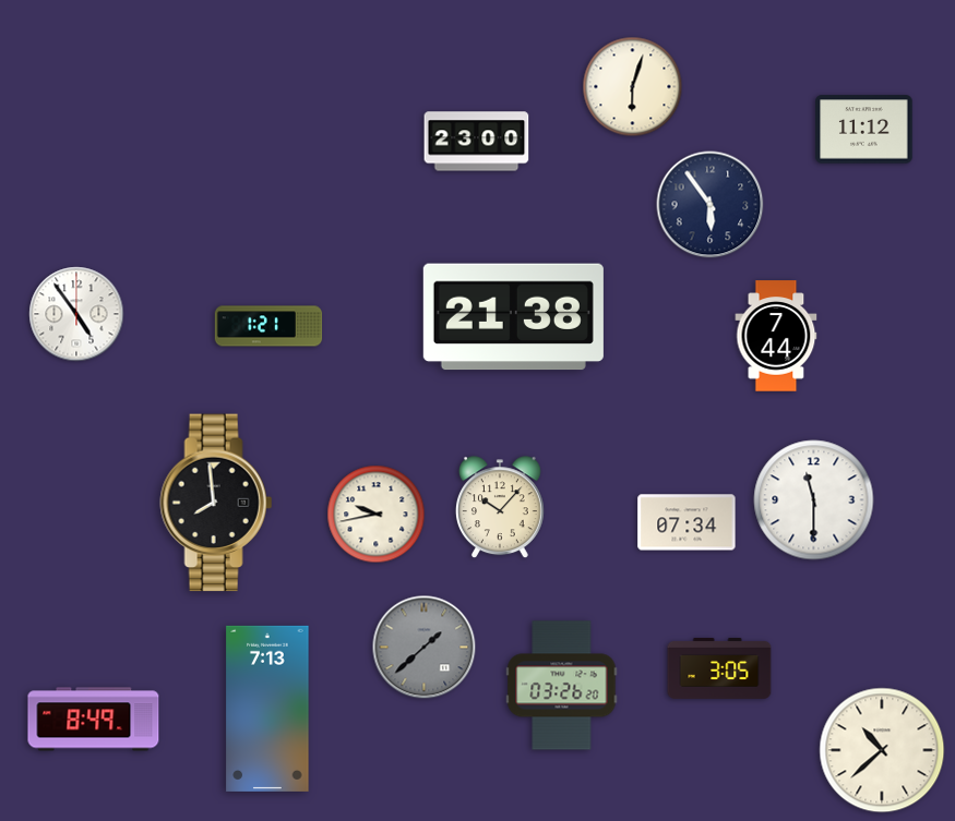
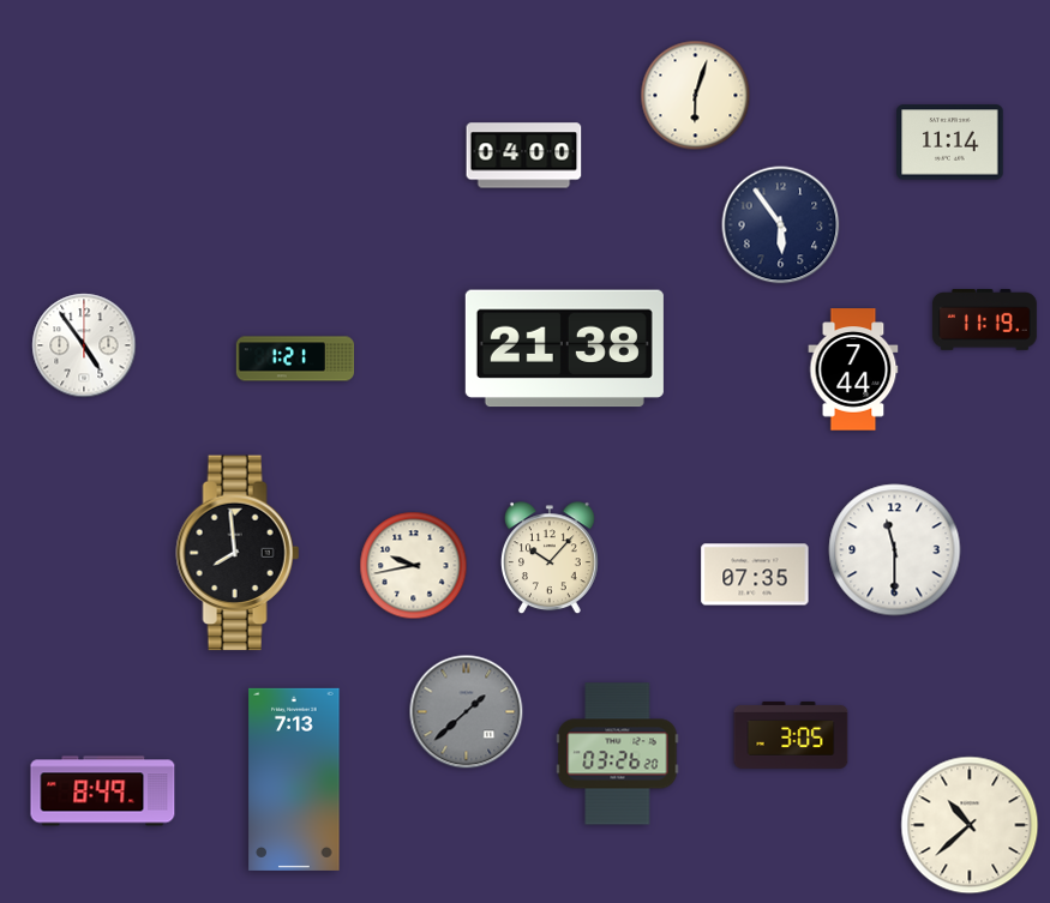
clock at (864, 130): 11:12 -> 11:14
clock at (477, 142): 23:00 -> 04:00
clock at (984, 320): none -> 11:19
clock at (687, 522): 07:34 -> 07:35
